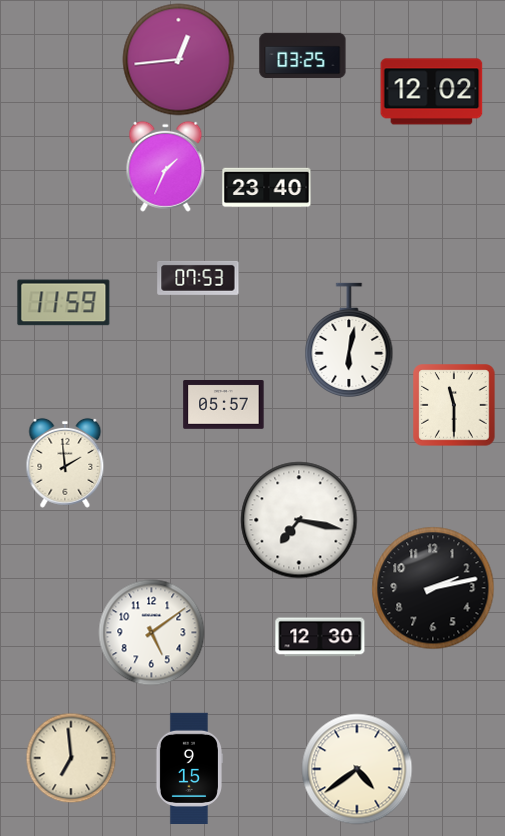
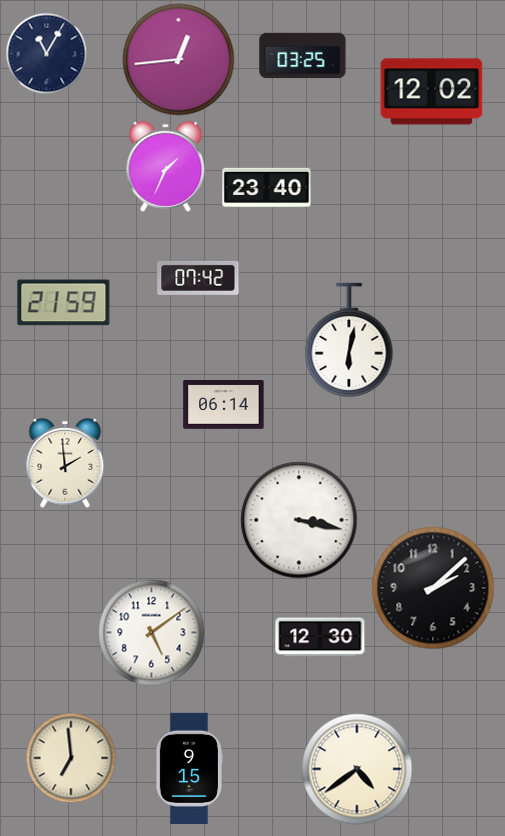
clock at (46, 53): none -> 11:05
clock at (198, 278): 07:53 -> 07:42
clock at (64, 303): 11:59 -> 21:59
clock at (224, 405): 05:57 -> 06:14
clock at (454, 405): 11:30 -> none
clock at (299, 520): 7:17 -> 3:17
clock at (433, 588): 2:13 -> 2:08
